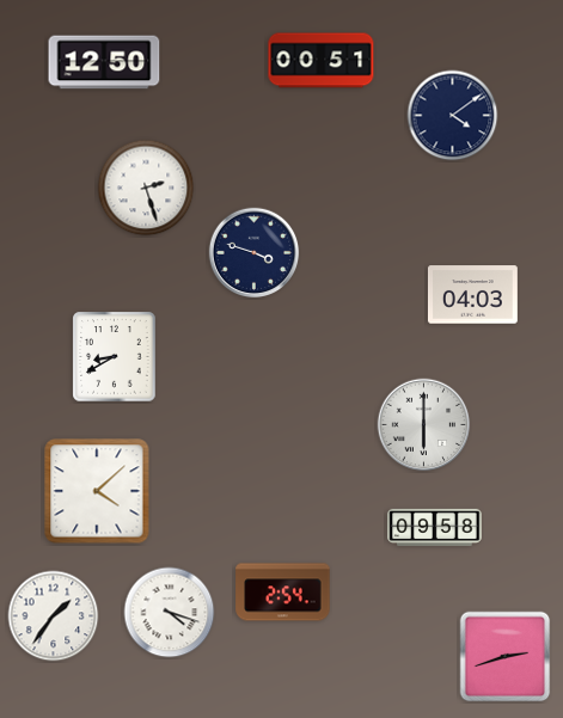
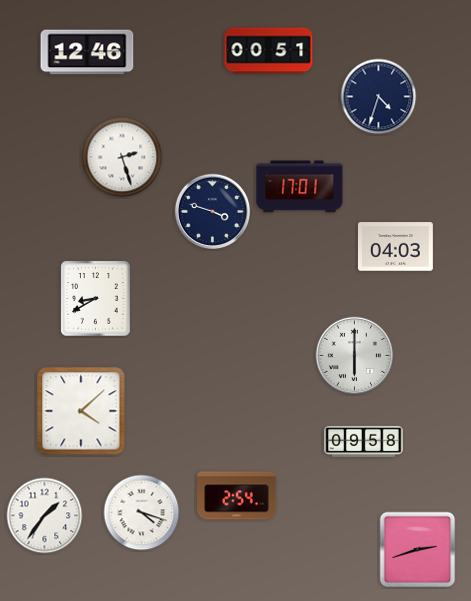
clock at (104, 62): 12:50 -> 12:46
clock at (453, 116): 4:09 -> 4:33
clock at (300, 187): none -> 17:01
clock at (506, 657) position: (506, 657) -> (418, 550)
